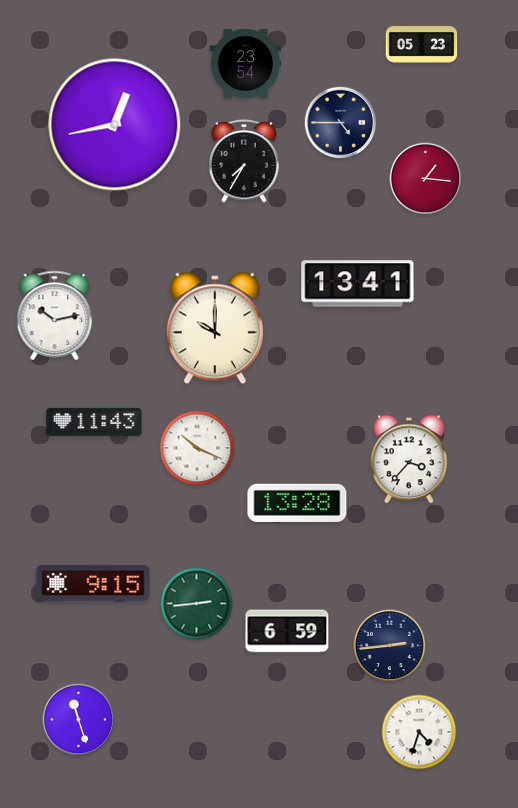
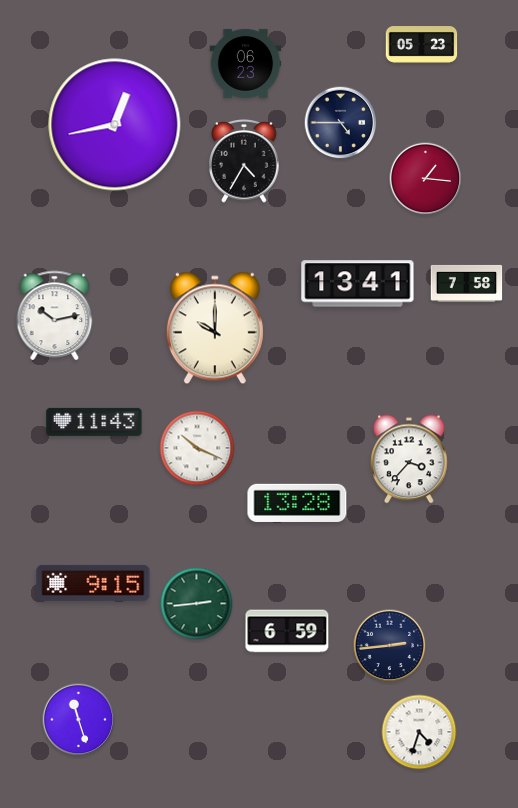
clock at (246, 63): 23:54 -> 06:23
clock at (244, 162): 7:35 -> 4:35
clock at (467, 283): none -> 7:58
